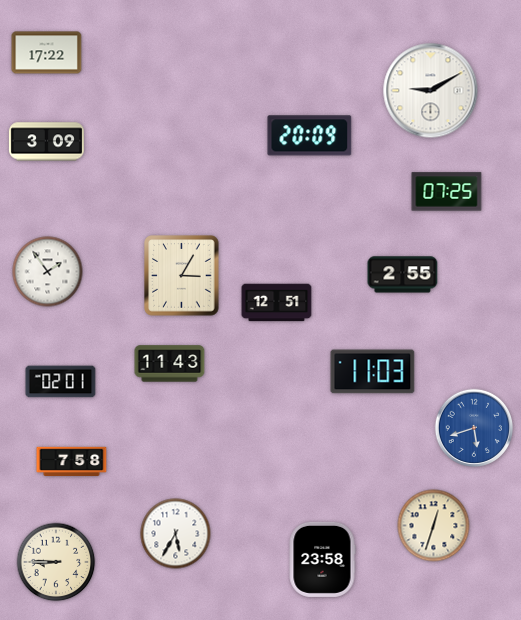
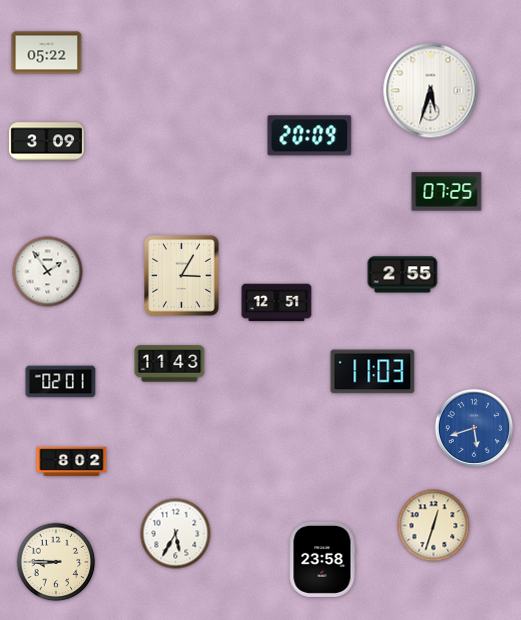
clock at (47, 53): 17:22 -> 05:22
clock at (431, 91): 9:10 -> 5:33
clock at (72, 462): 7:58 -> 8:02
